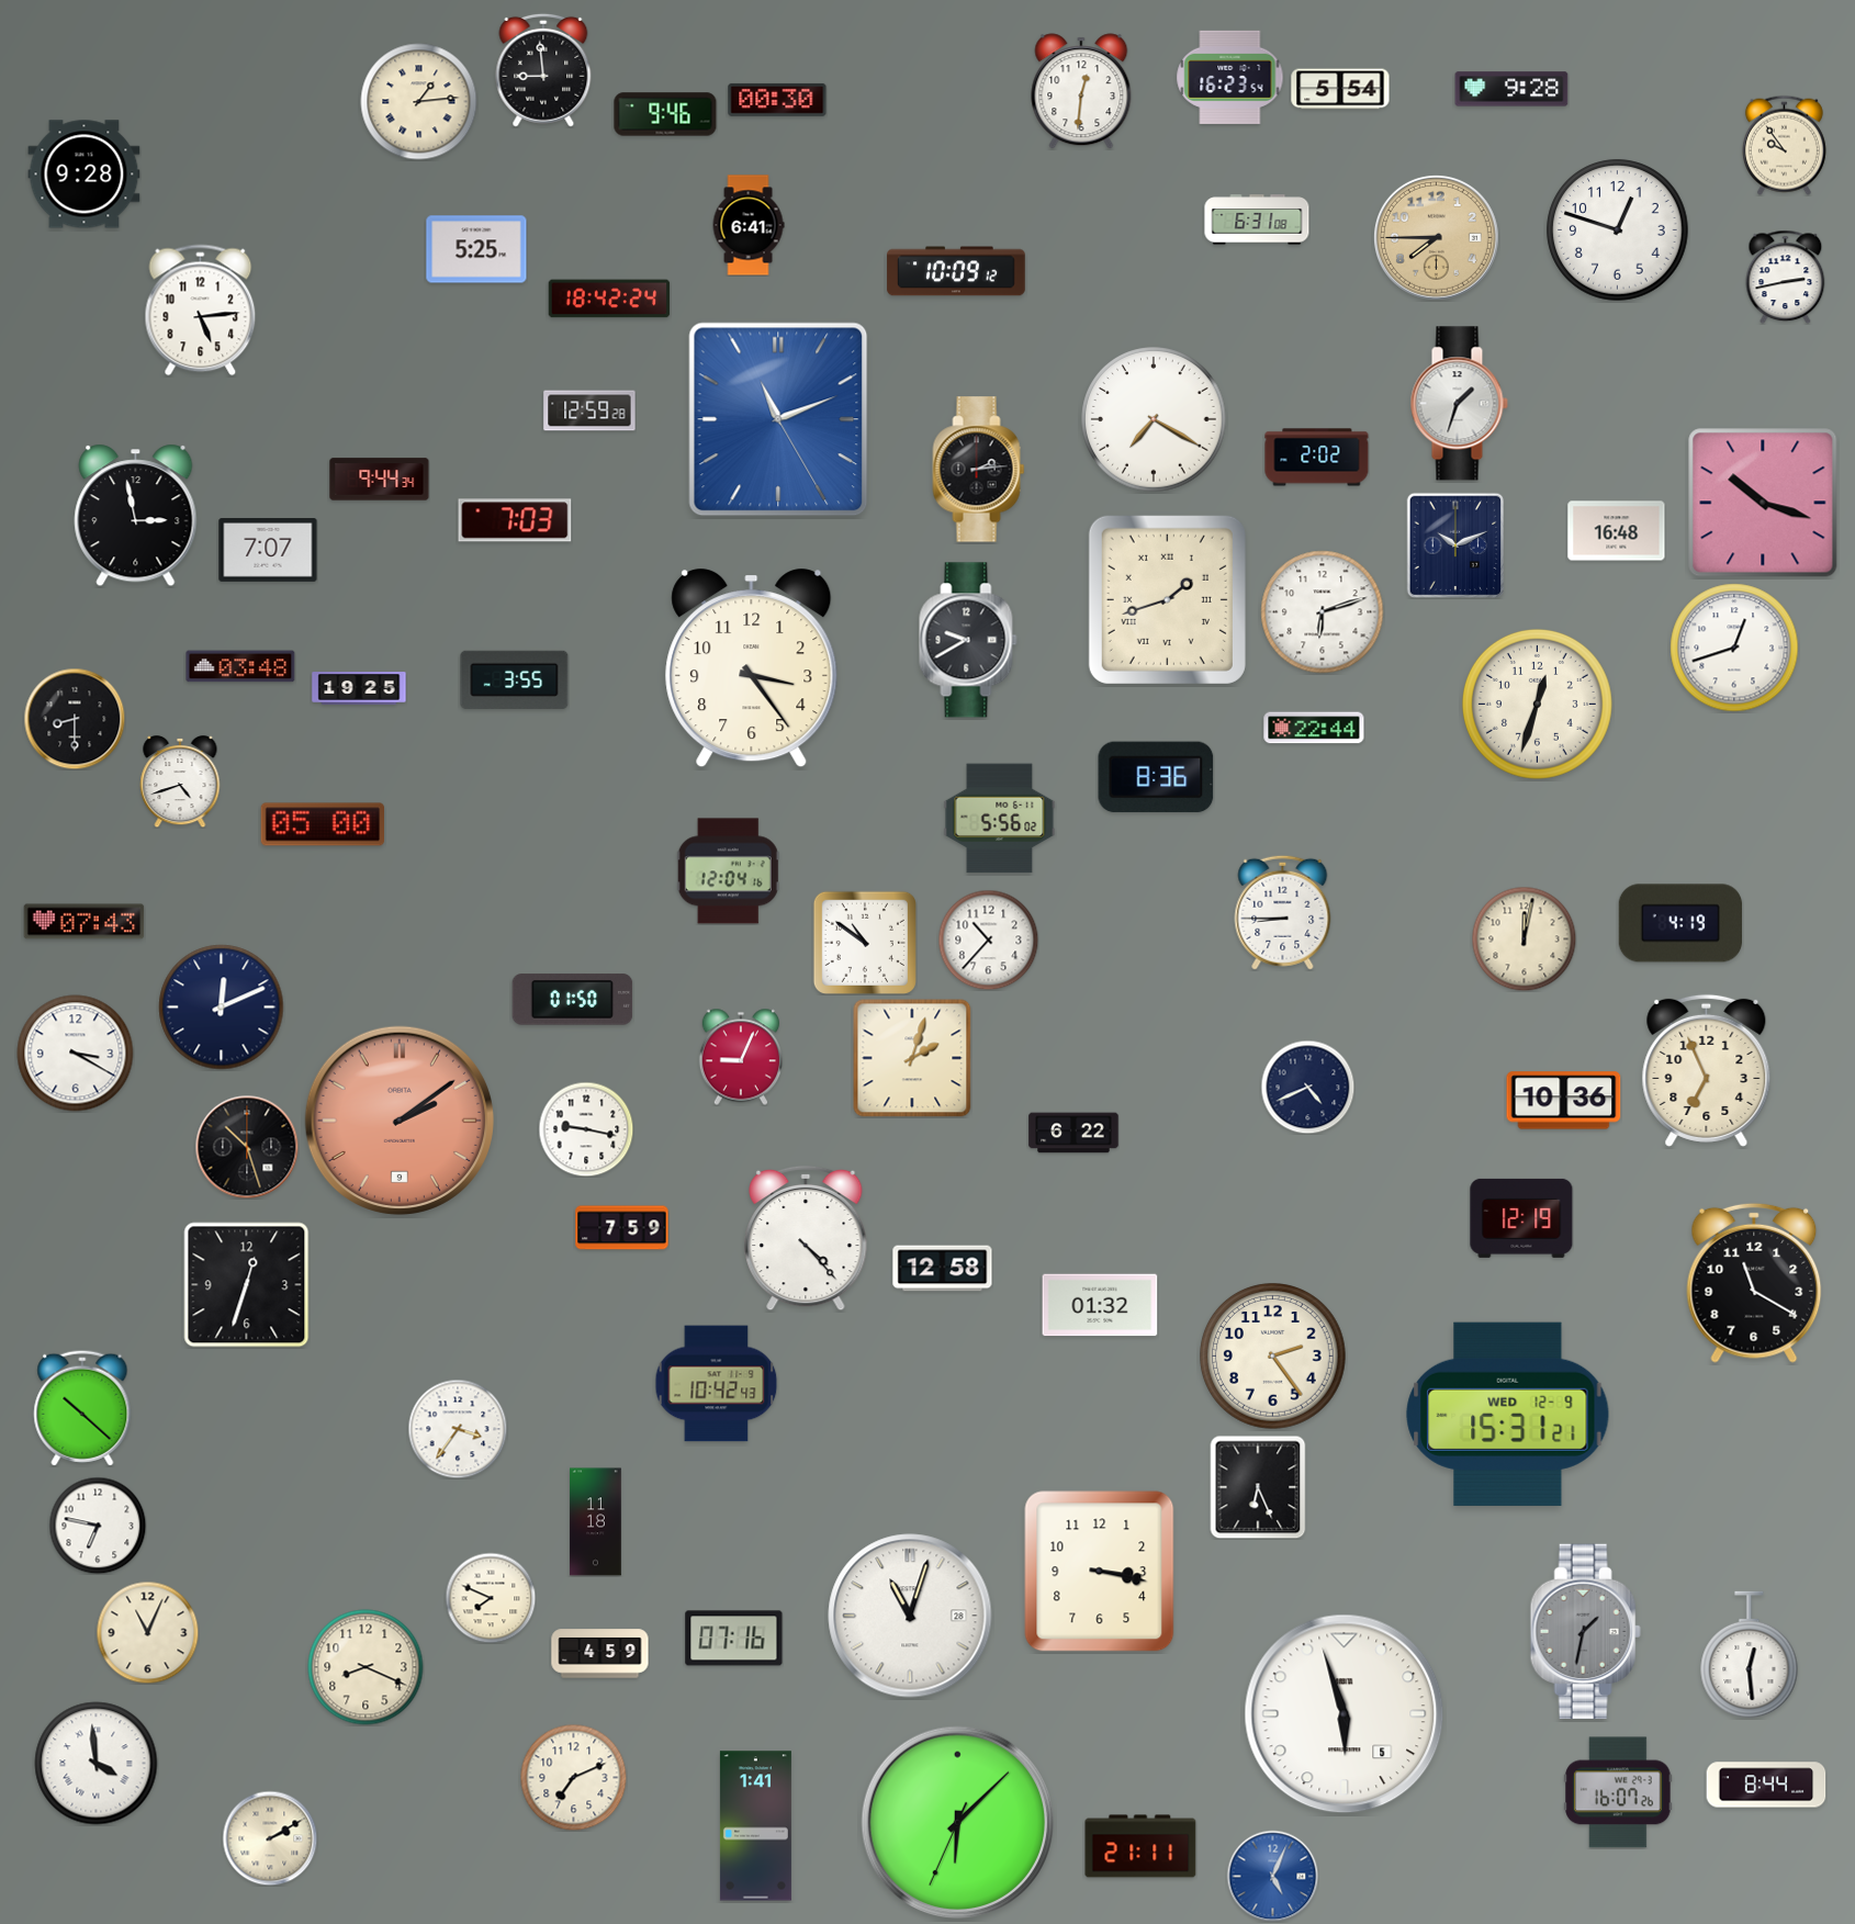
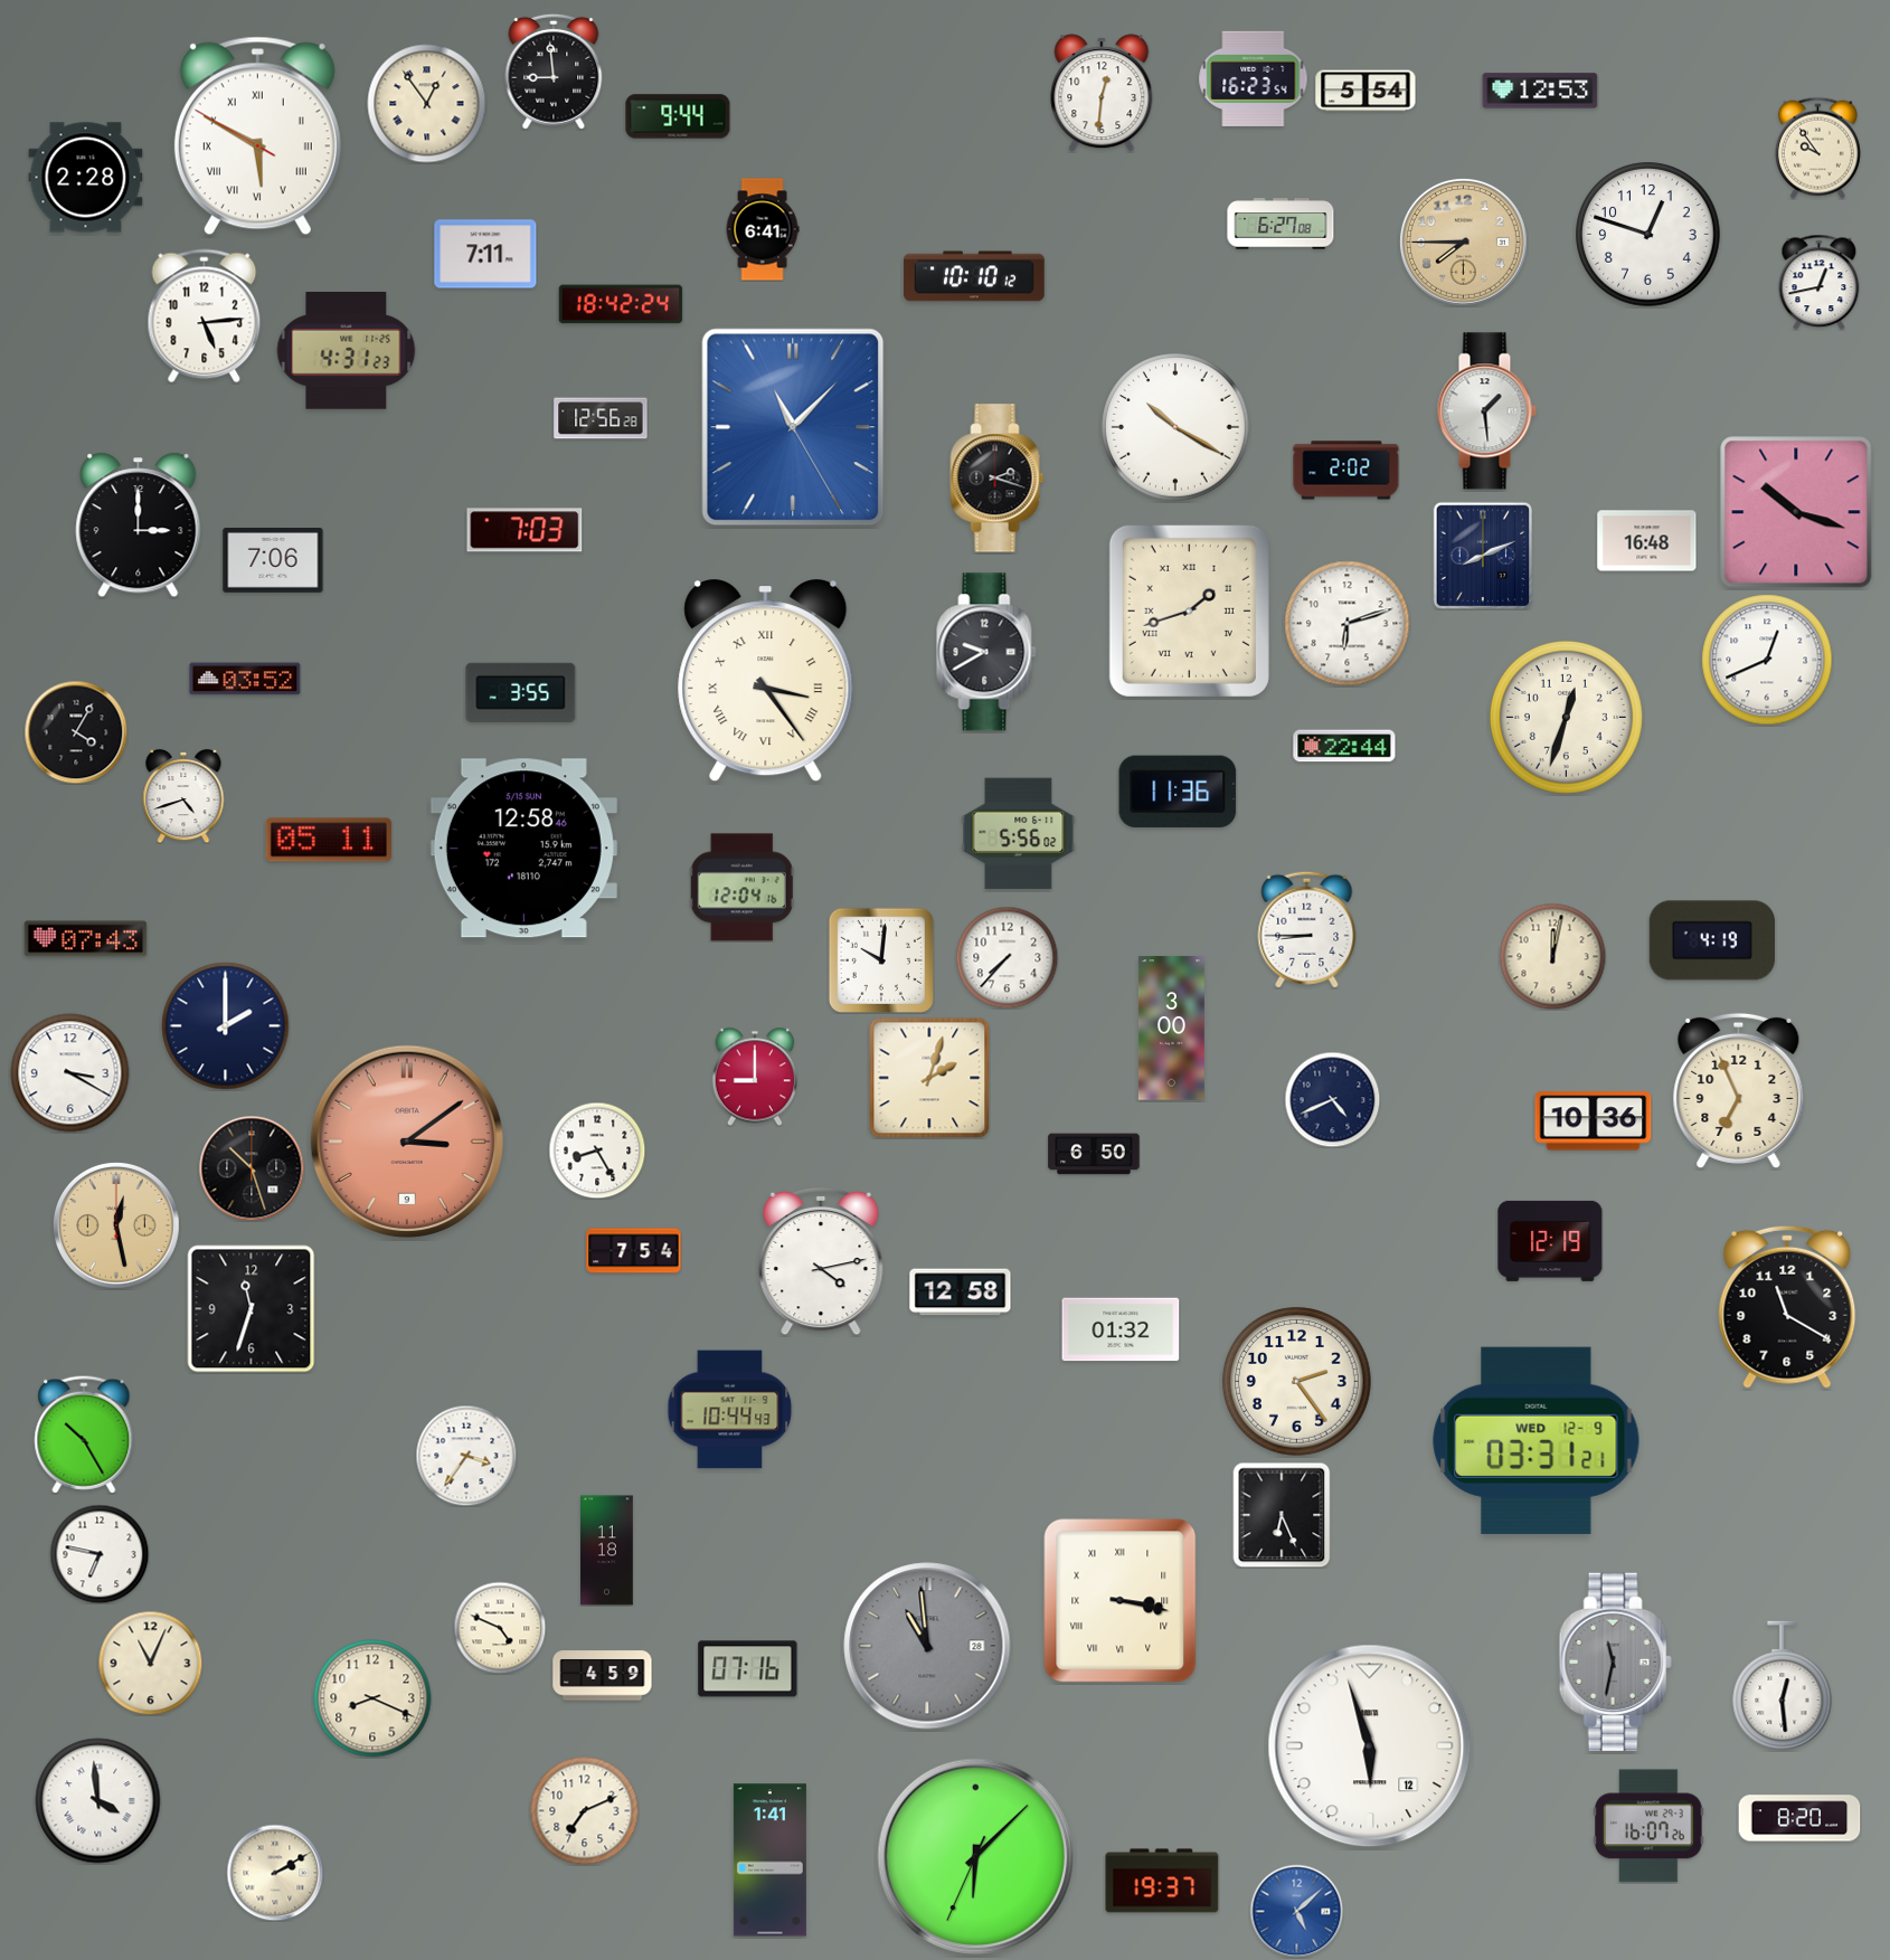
clock at (1511, 89): 9:28 -> 12:53
clock at (777, 100): 00:30 -> none
clock at (419, 102): 1:14 -> 12:54
clock at (665, 114): 9:46 -> 9:44
clock at (257, 136): none -> 5:49
clock at (85, 175): 9:28 -> 2:28
clock at (1257, 220): 6:31 -> 6:27
clock at (476, 249): 5:25 -> 7:11
clock at (956, 271): 10:09 -> 10:10
clock at (1786, 277): 2:43 -> 12:43
clock at (347, 350): none -> 4:31
clock at (1459, 404): 1:33 -> 1:29
clock at (589, 410): 12:59 -> 12:56
clock at (778, 419): 11:11 -> 11:07
clock at (1154, 419): 7:20 -> 10:20
clock at (1317, 458) position: (1317, 458) -> (1346, 471)
clock at (979, 470): 2:14 -> 2:18
clock at (380, 480): 9:44 -> none
clock at (136, 516): 2:58 -> 3:00
clock at (1455, 545): 10:11 -> 8:11
clock at (268, 551): 7:07 -> 7:06
clock at (1734, 648): 12:42 -> 12:41
clock at (240, 666): 03:48 -> 03:52
clock at (752, 668) numerals: Arabic -> Roman
clock at (515, 679) position: (515, 679) -> (521, 692)
clock at (359, 688): 19:25 -> none
clock at (75, 719): 8:30 -> 4:05
clock at (1314, 728) position: (1314, 728) -> (1344, 746)
clock at (1156, 777): 8:36 -> 11:36
clock at (322, 824): 05:00 -> 05:11
clock at (523, 849): none -> 12:58
clock at (988, 940): 10:37 -> 7:37
clock at (865, 943): 10:51 -> 10:01
clock at (573, 1000): 01:50 -> none
clock at (222, 1008): 12:11 -> 2:00
clock at (1171, 1029): none -> 3:00
clock at (76, 1054) position: (76, 1054) -> (70, 1073)
clock at (740, 1057): 9:04 -> 9:00
clock at (1307, 1087) position: (1307, 1087) -> (1332, 1099)
clock at (400, 1121): 2:09 -> 3:09
clock at (586, 1129): 9:17 -> 8:25
clock at (1073, 1133): 6:22 -> 6:50
clock at (116, 1225): none -> 12:28
clock at (622, 1228): 7:59 -> 7:54
clock at (806, 1238): 4:23 -> 4:13
clock at (247, 1285): 12:33 -> 11:33
clock at (717, 1384): 10:42 -> 10:44
clock at (82, 1408): 10:22 -> 10:25
clock at (1508, 1414): 15:31 -> 03:31
clock at (1100, 1572) numerals: Arabic -> Roman
clock at (491, 1598): 7:49 -> 4:49
clock at (910, 1616): 11:03 -> 10:59
clock at (910, 1616) dial: white -> grey
clock at (1585, 1631): 1:32 -> 11:32
clock at (600, 1654) position: (600, 1654) -> (603, 1676)
clock at (1345, 1714) date: 5 -> 12
clock at (97, 1764) position: (97, 1764) -> (98, 1801)
clock at (1766, 1785): 8:44 -> 8:20
clock at (1140, 1846): 21:11 -> 19:37
clock at (1272, 1876): 5:04 -> 5:08
